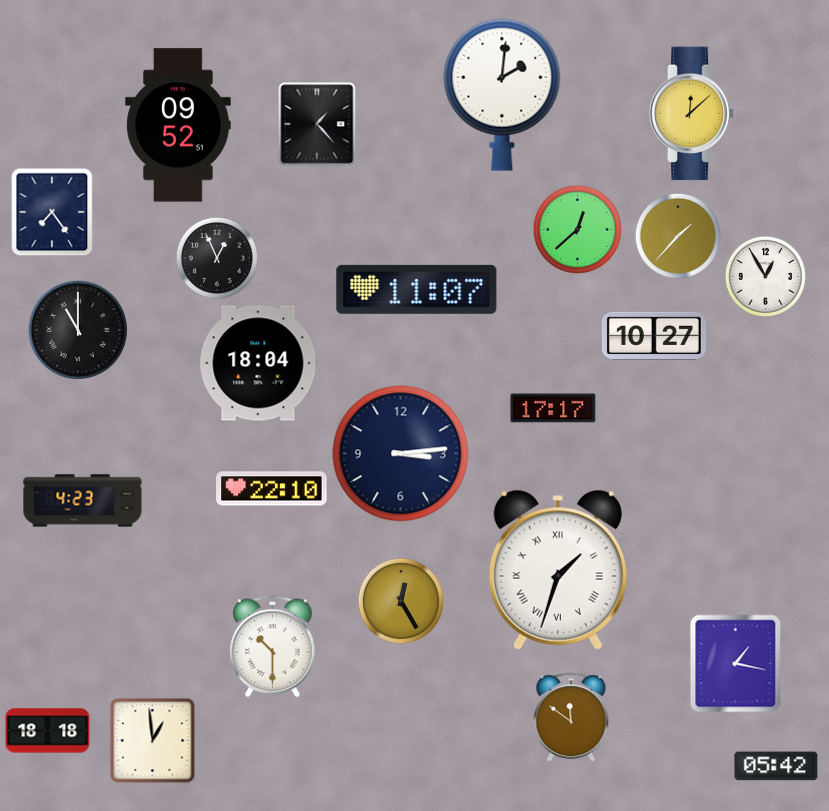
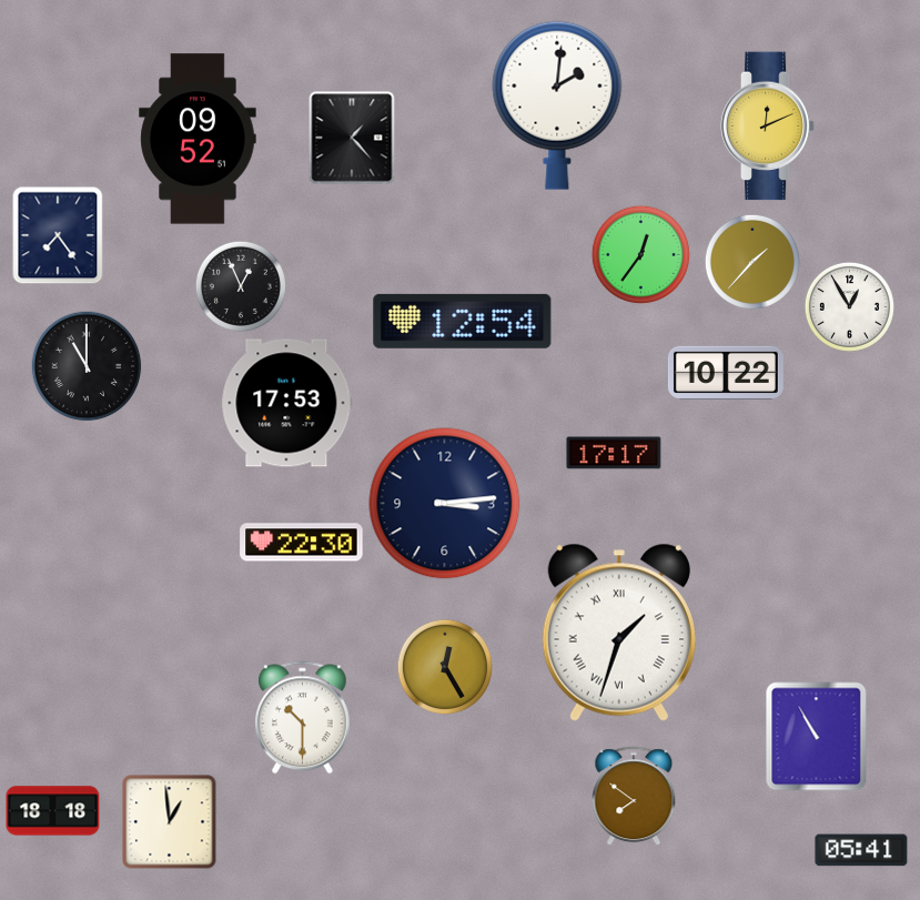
clock at (692, 114): 12:08 -> 12:11
clock at (577, 229): 12:38 -> 12:36
clock at (417, 289): 11:07 -> 12:54
clock at (654, 336): 10:27 -> 10:22
clock at (258, 363): 18:04 -> 17:53
clock at (272, 489): 22:10 -> 22:30
clock at (83, 501): 4:23 -> none
clock at (736, 664): 1:17 -> 10:55
clock at (571, 717): 11:51 -> 7:51
clock at (776, 766): 05:42 -> 05:41
